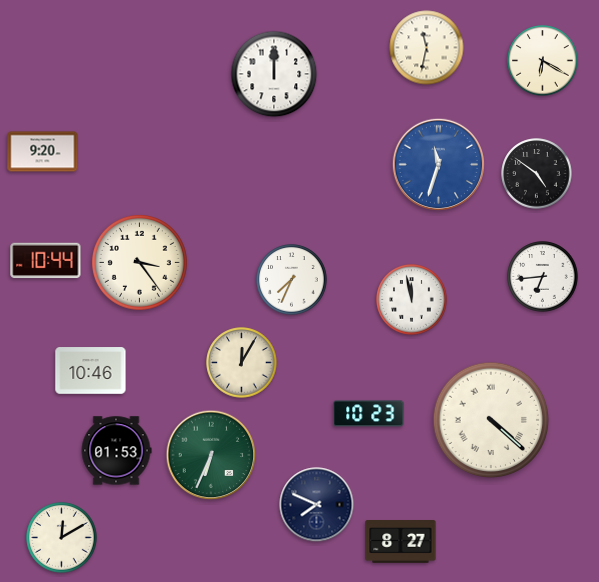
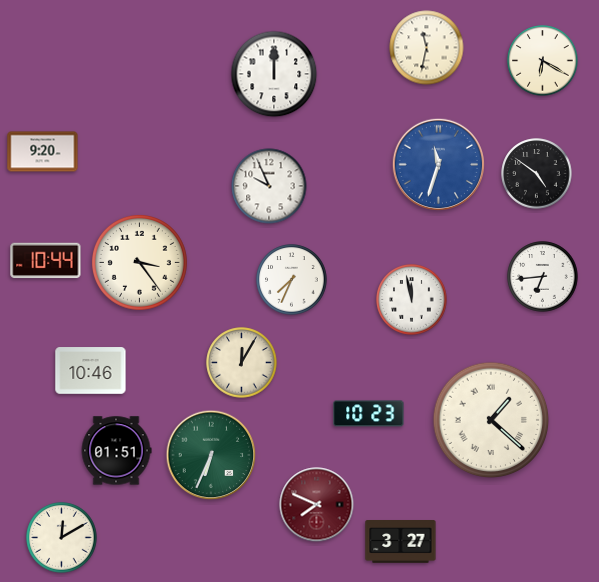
clock at (269, 186): none -> 9:56
clock at (491, 420): 4:22 -> 1:22
clock at (116, 451): 01:53 -> 01:51
clock at (317, 505) dial: navy -> burgundy
clock at (401, 542): 8:27 -> 3:27
